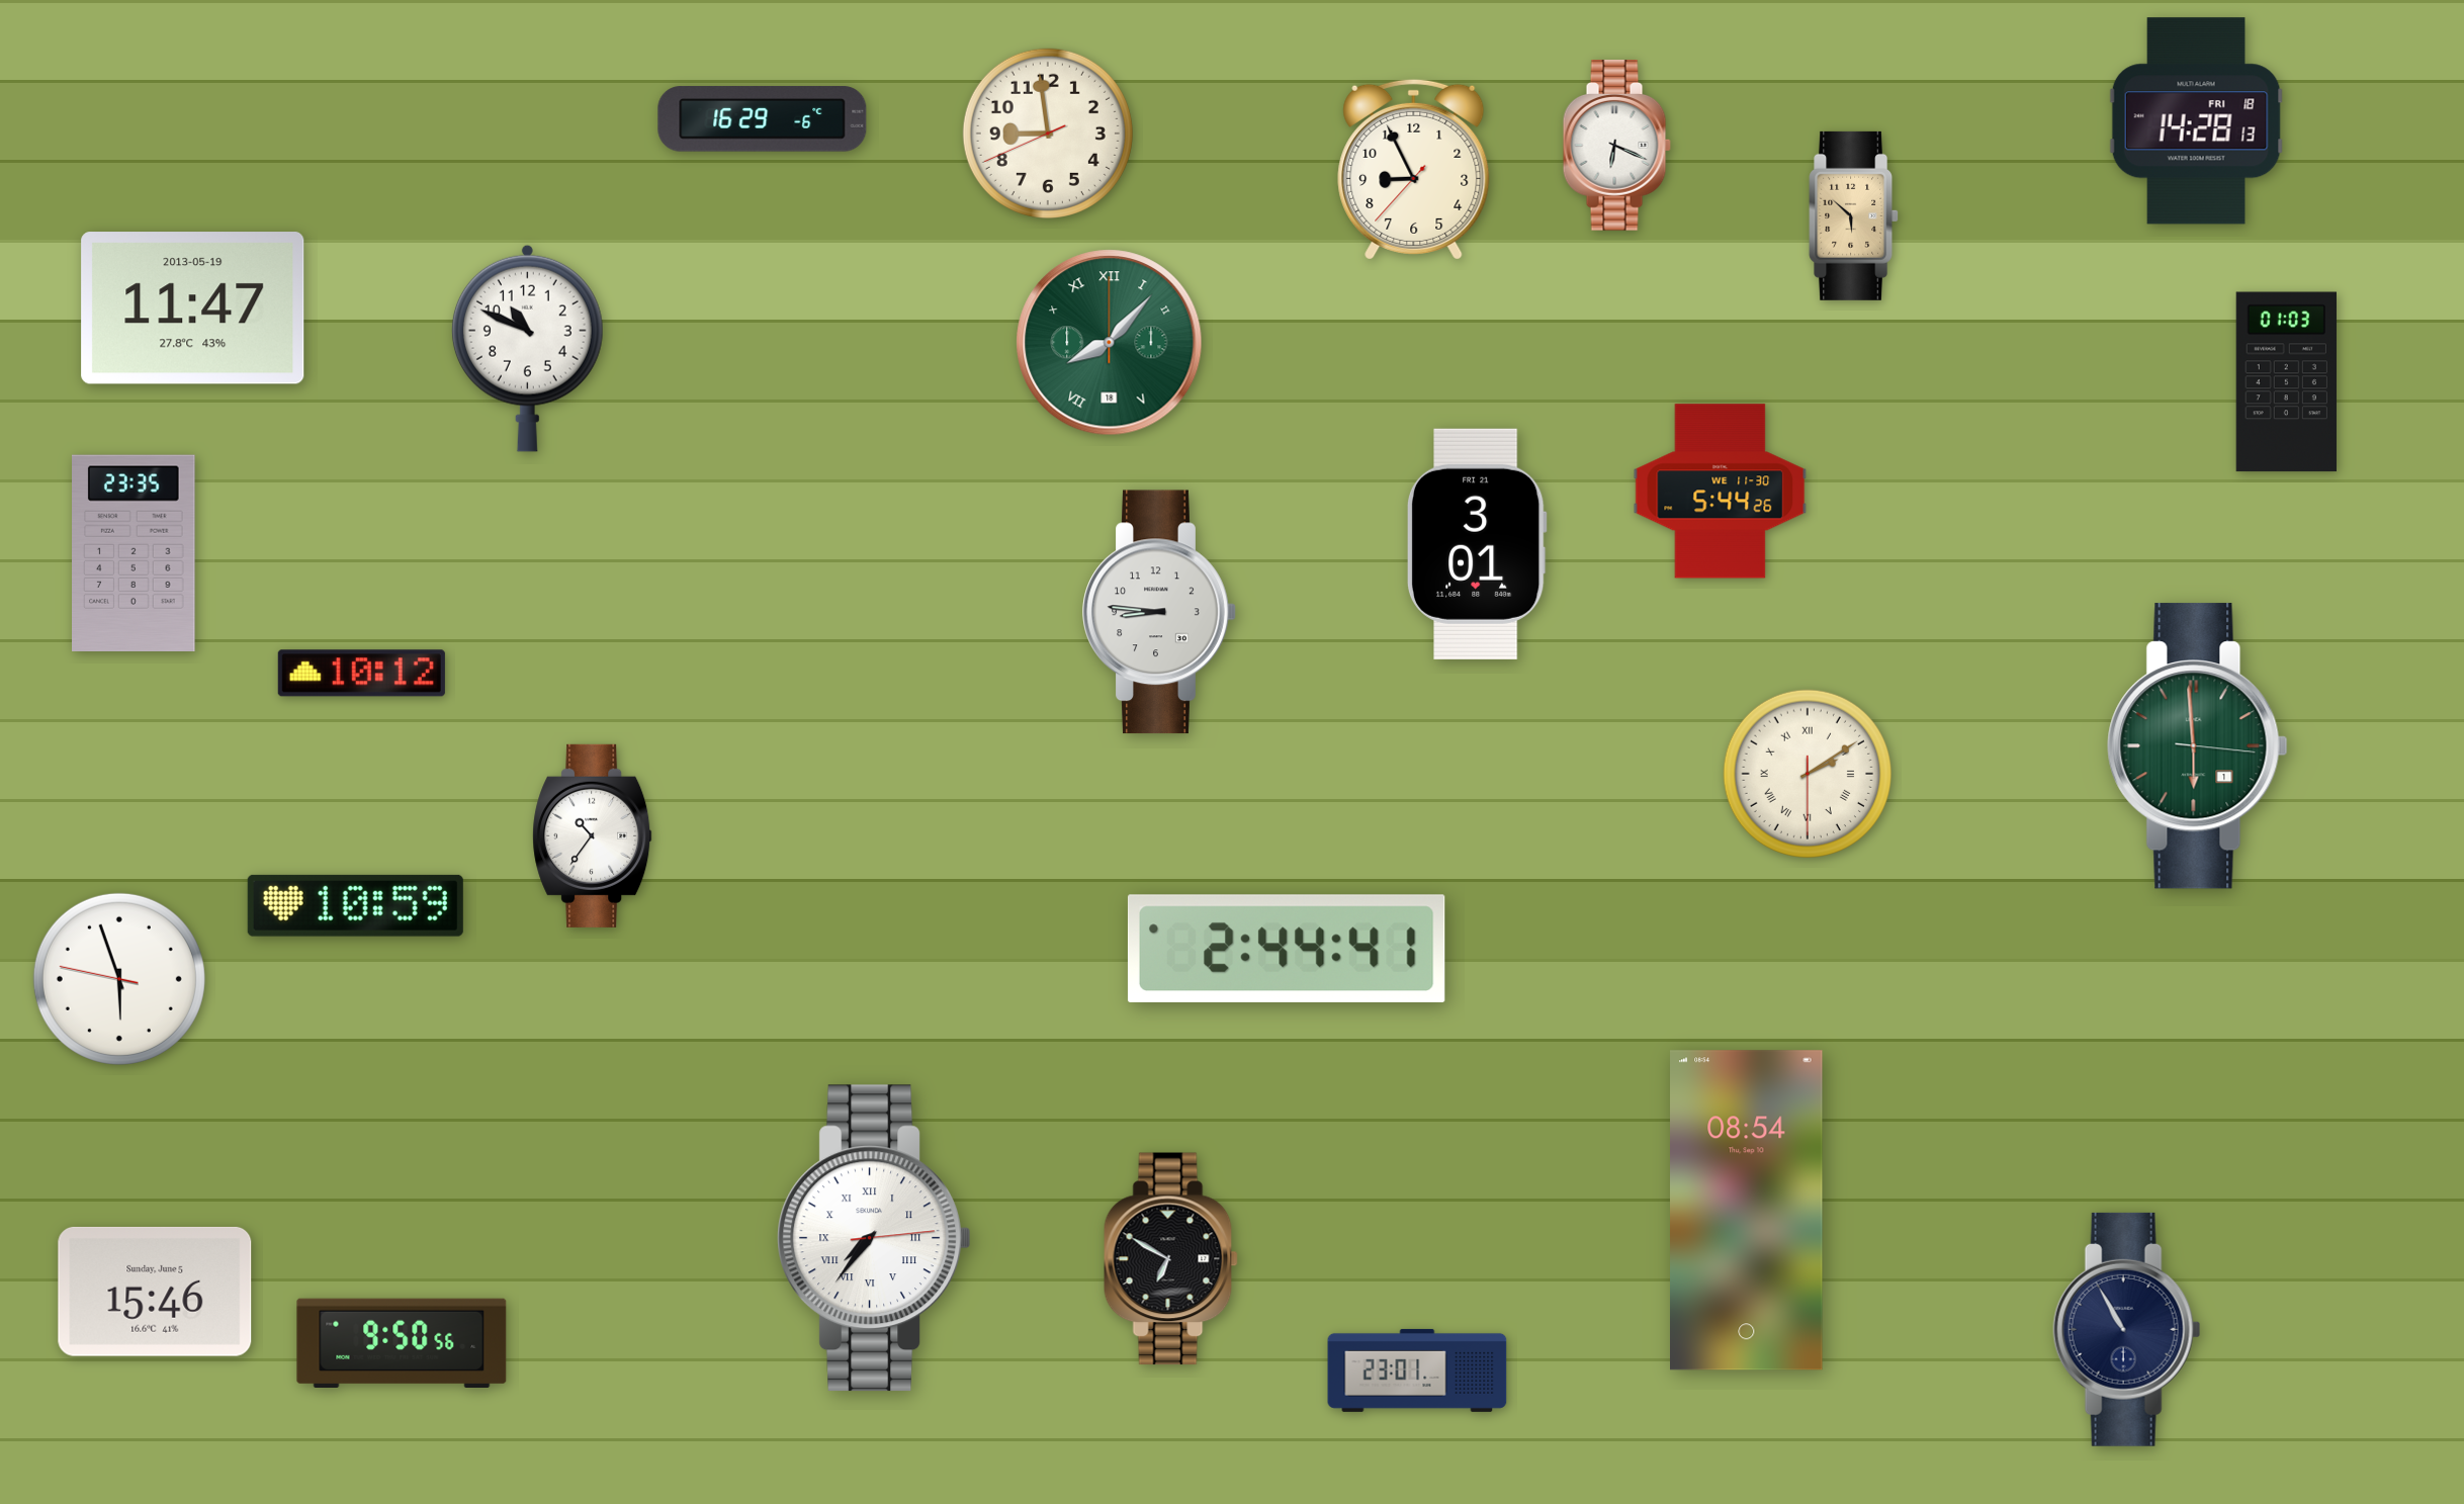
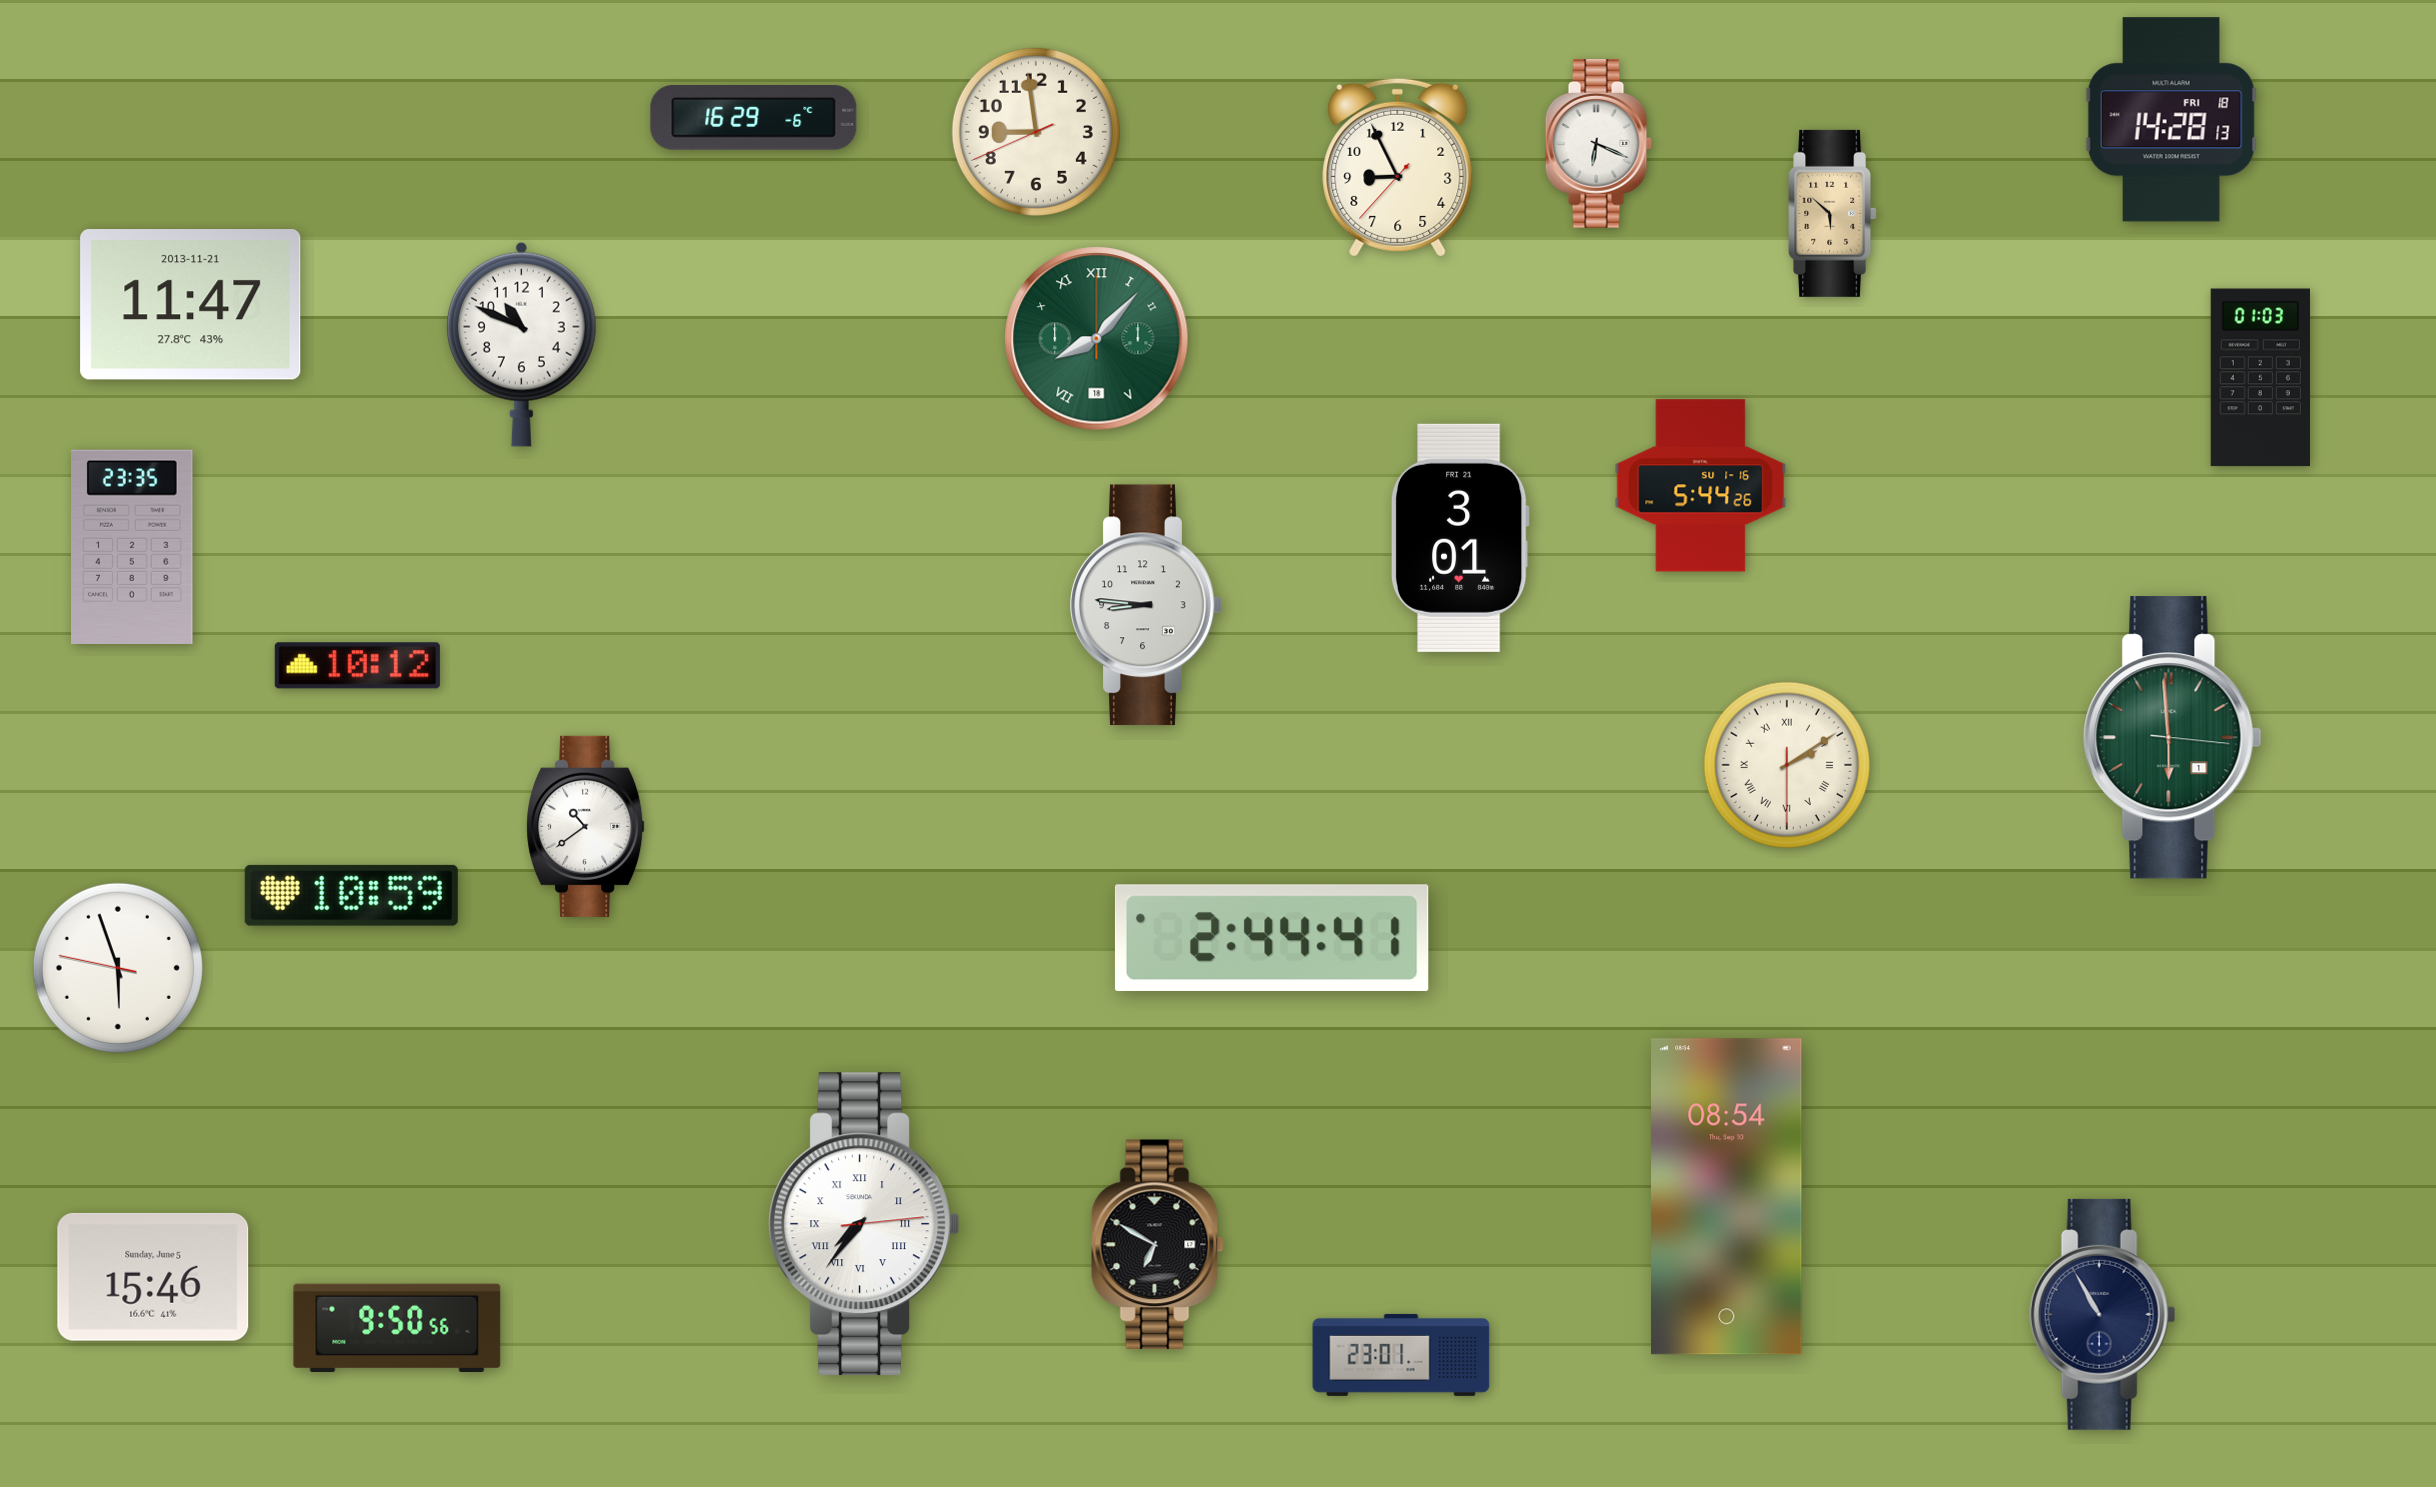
clock at (193, 308) date: 2013-05-19 -> 2013-11-21
clock at (1721, 492) date: WE 11-30 -> SU 1-16
clock at (593, 835): 10:36 -> 10:39
